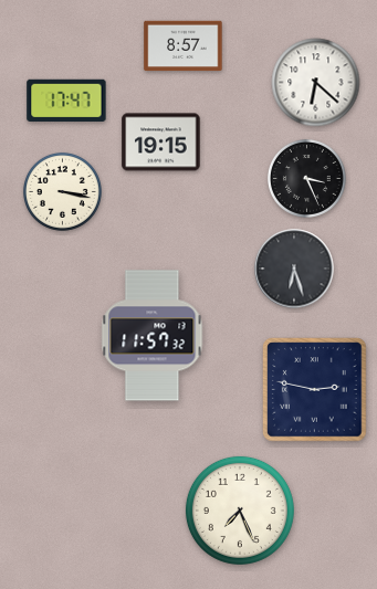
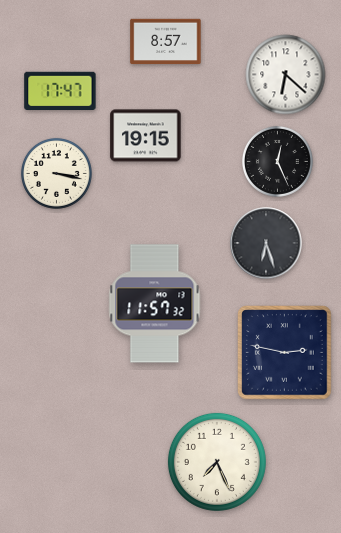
clock at (161, 143) position: (161, 143) -> (146, 136)
clock at (306, 178): 3:26 -> 12:26
clock at (153, 336) position: (153, 336) -> (155, 304)
